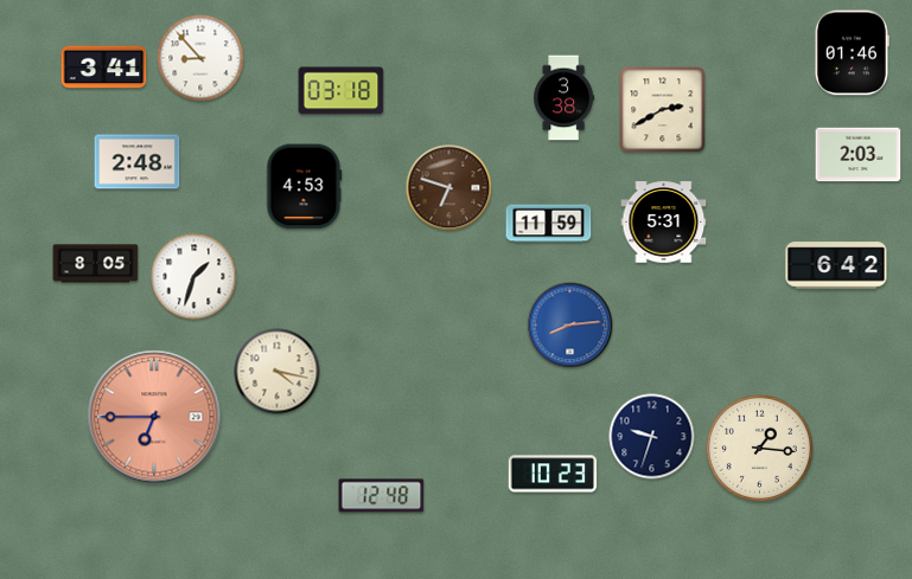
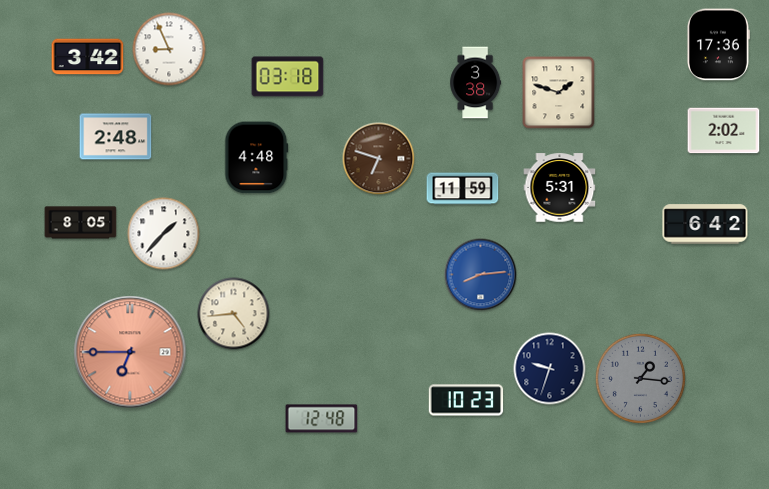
clock at (852, 53): 01:46 -> 17:36
clock at (200, 58): 8:53 -> 8:56
clock at (104, 67): 3:41 -> 3:42
clock at (663, 110): 2:40 -> 1:48
clock at (859, 155): 2:03 -> 2:02
clock at (305, 187): 4:53 -> 4:48
clock at (194, 277): 1:33 -> 1:37
clock at (278, 372): 4:17 -> 4:44
clock at (759, 448) dial: cream -> grey
